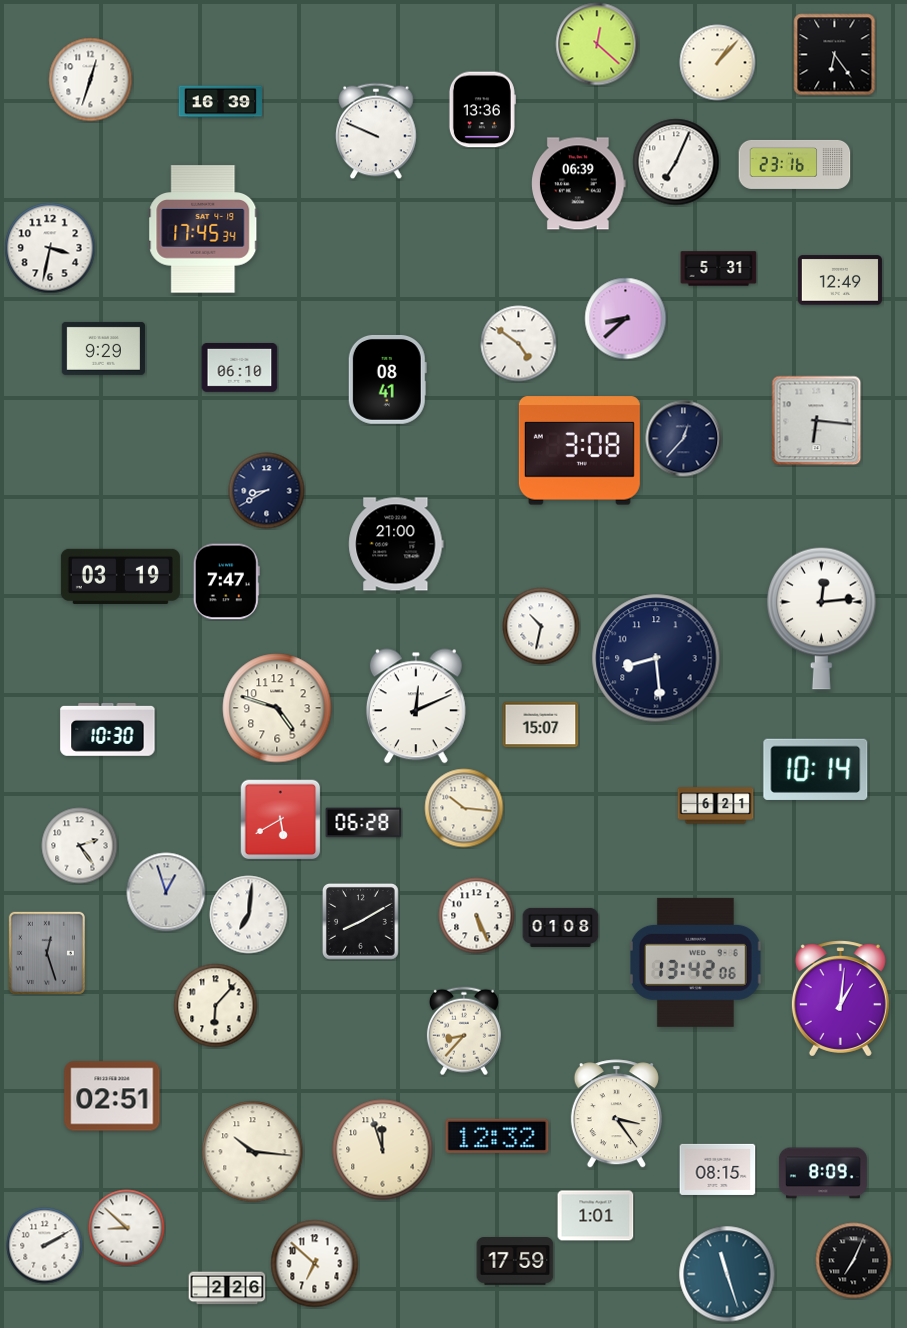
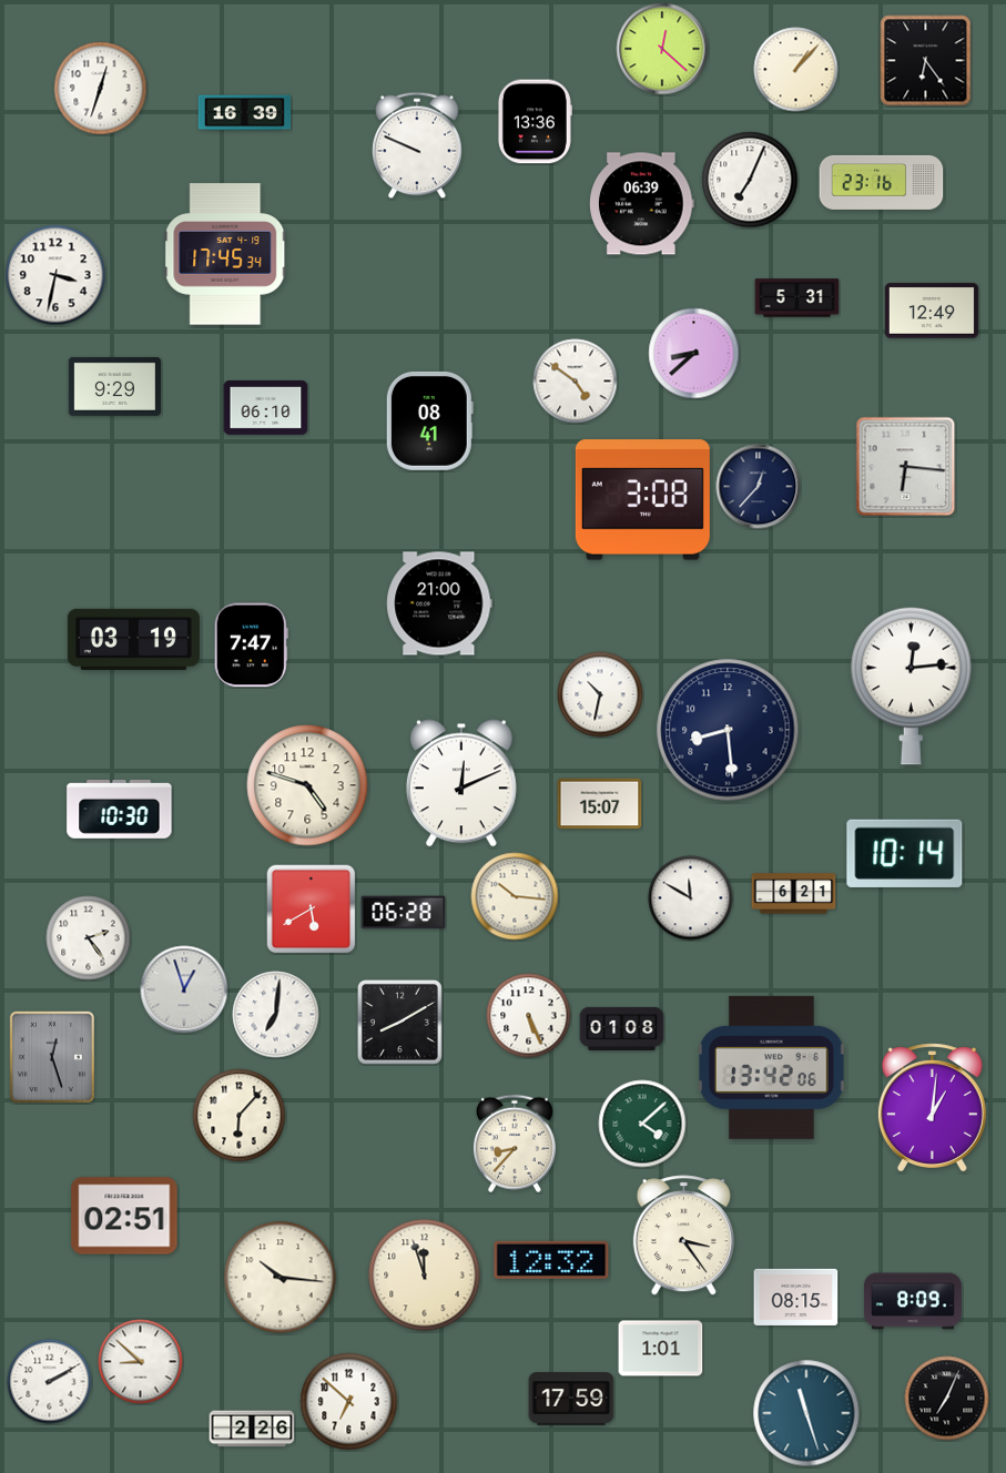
clock at (267, 491): 8:40 -> none
clock at (691, 898): none -> 11:50
clock at (642, 1124): none -> 4:08
